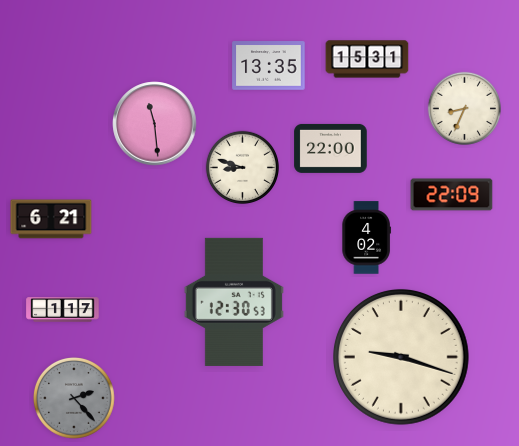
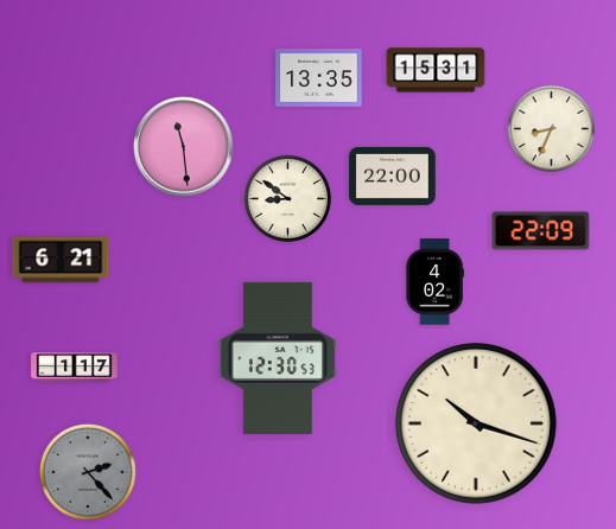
clock at (242, 167): 8:48 -> 8:51
clock at (452, 195) position: (452, 195) -> (541, 231)
clock at (402, 357): 9:18 -> 10:18
